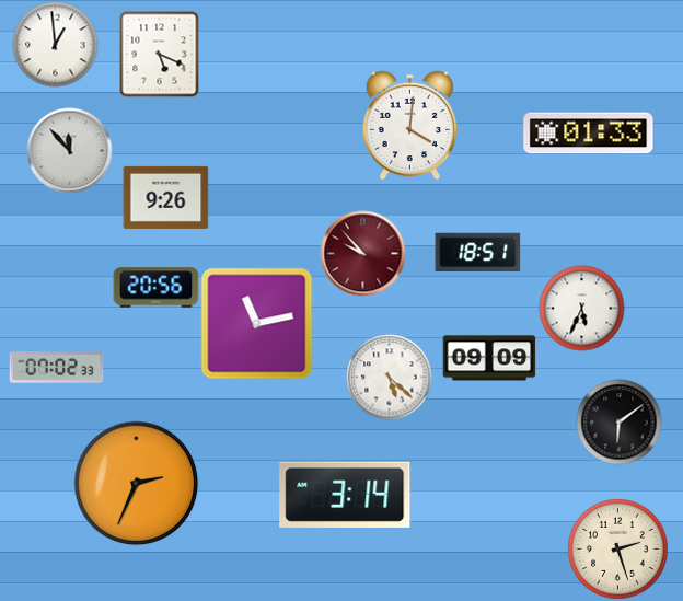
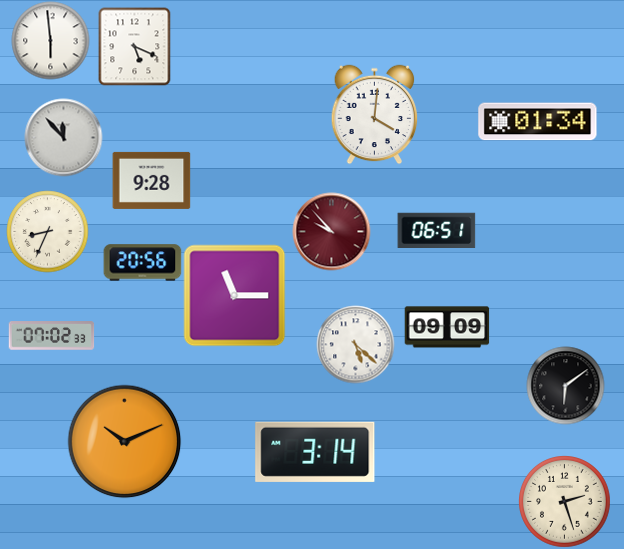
clock at (55, 44): 12:59 -> 5:59
clock at (160, 54) position: (160, 54) -> (135, 46)
clock at (589, 134): 01:33 -> 01:34
clock at (165, 197): 9:26 -> 9:28
clock at (477, 252): 18:51 -> 06:51
clock at (47, 231): none -> 8:34
clock at (581, 308): 5:34 -> none
clock at (256, 323): 11:13 -> 11:15
clock at (136, 483): 2:34 -> 10:11
